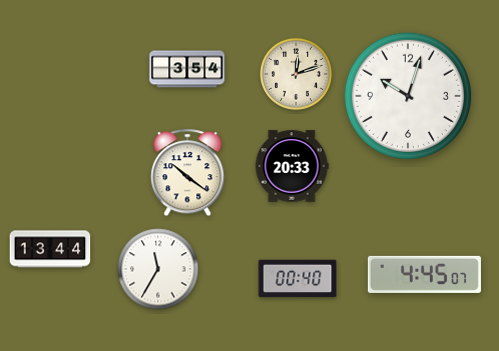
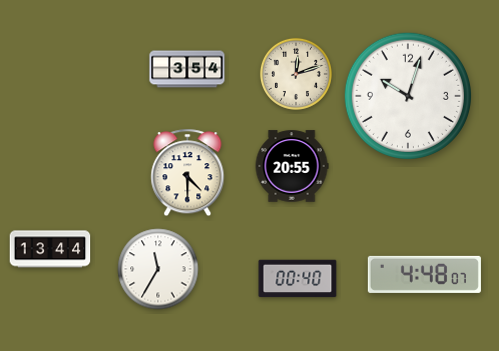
clock at (292, 166): 20:33 -> 20:55
clock at (188, 173): 10:21 -> 4:30
clock at (424, 274): 4:45 -> 4:48
